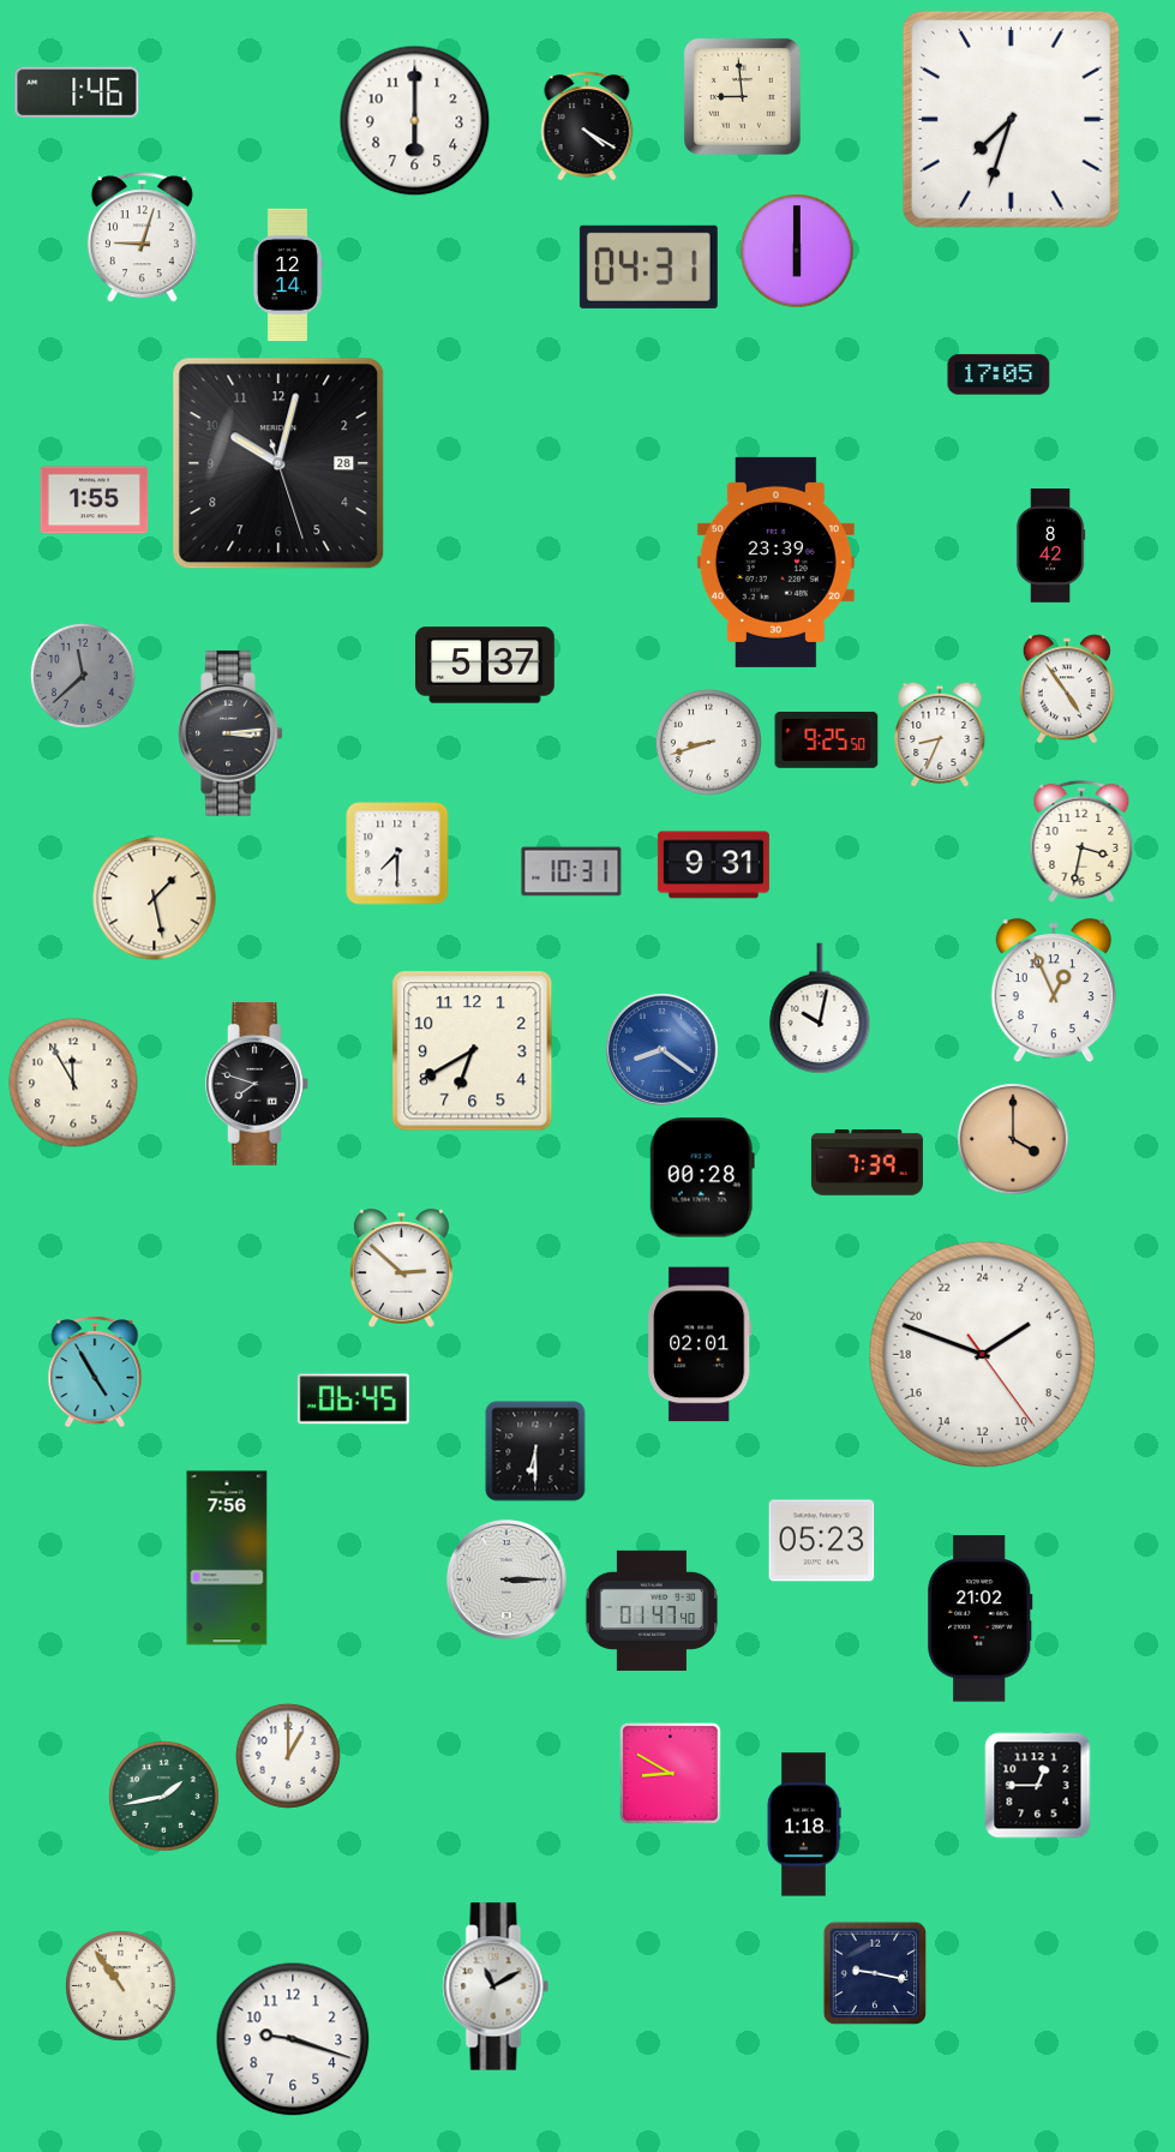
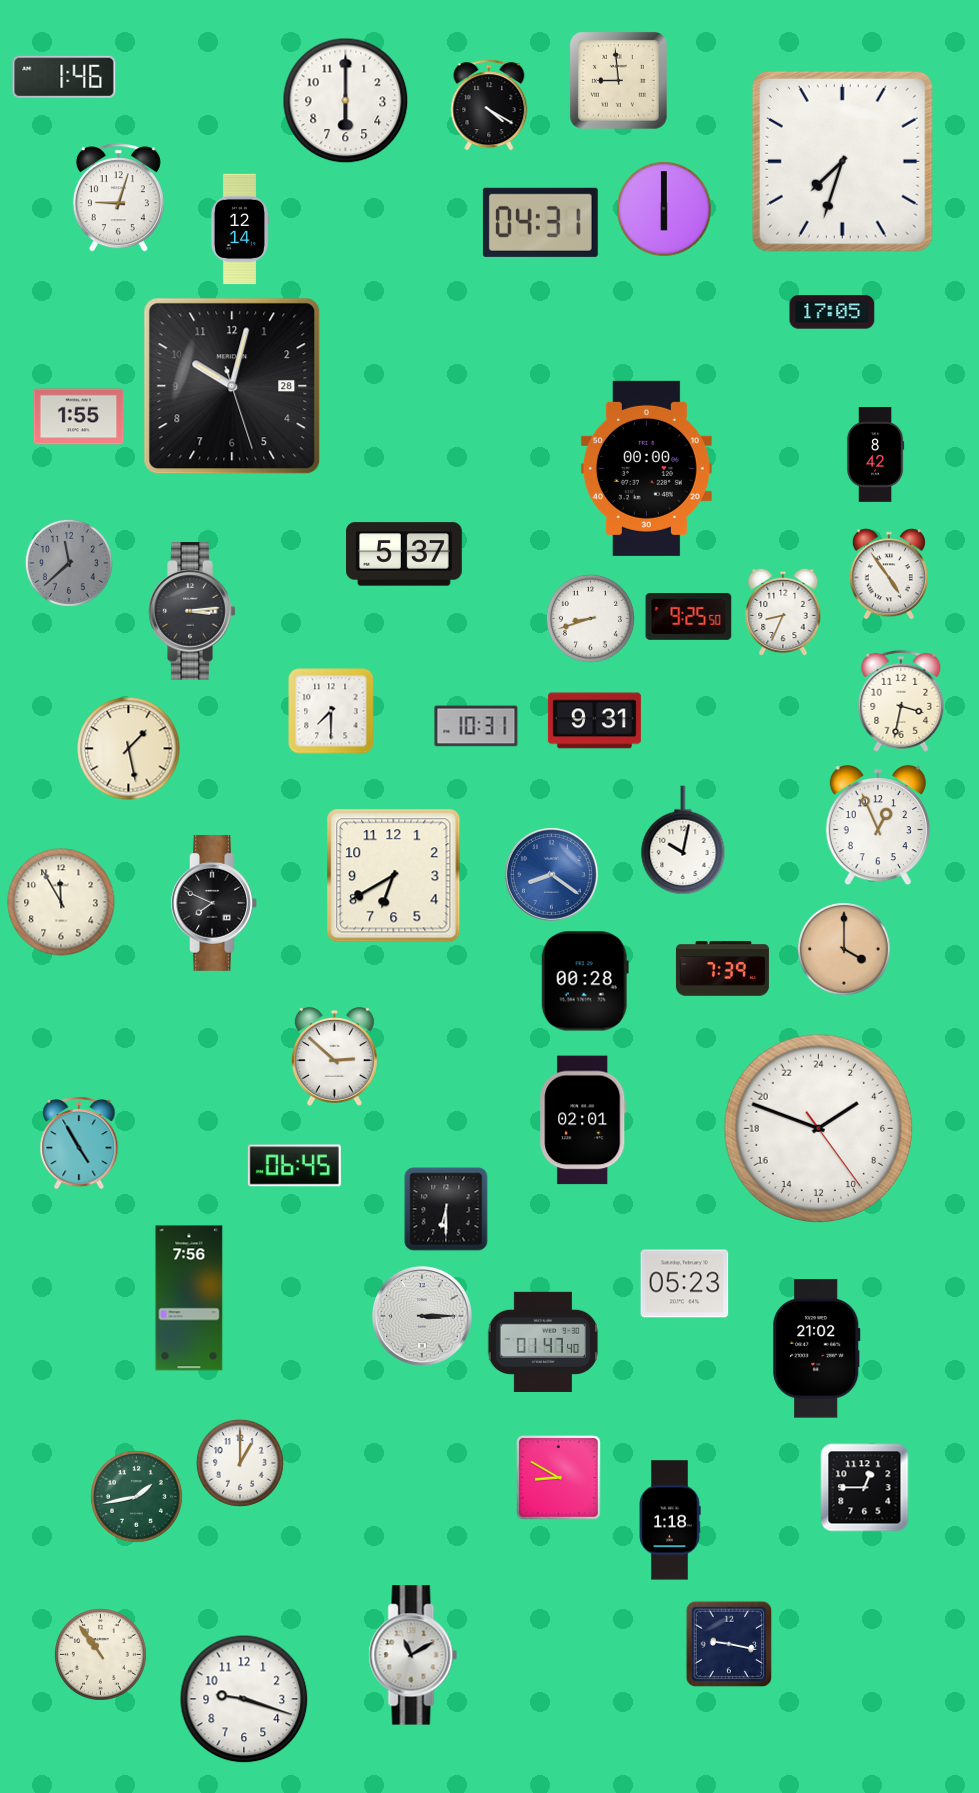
clock at (1011, 119) position: (1011, 119) -> (842, 161)
clock at (775, 562): 23:39 -> 00:00
clock at (257, 1084): 7:48 -> 7:49
